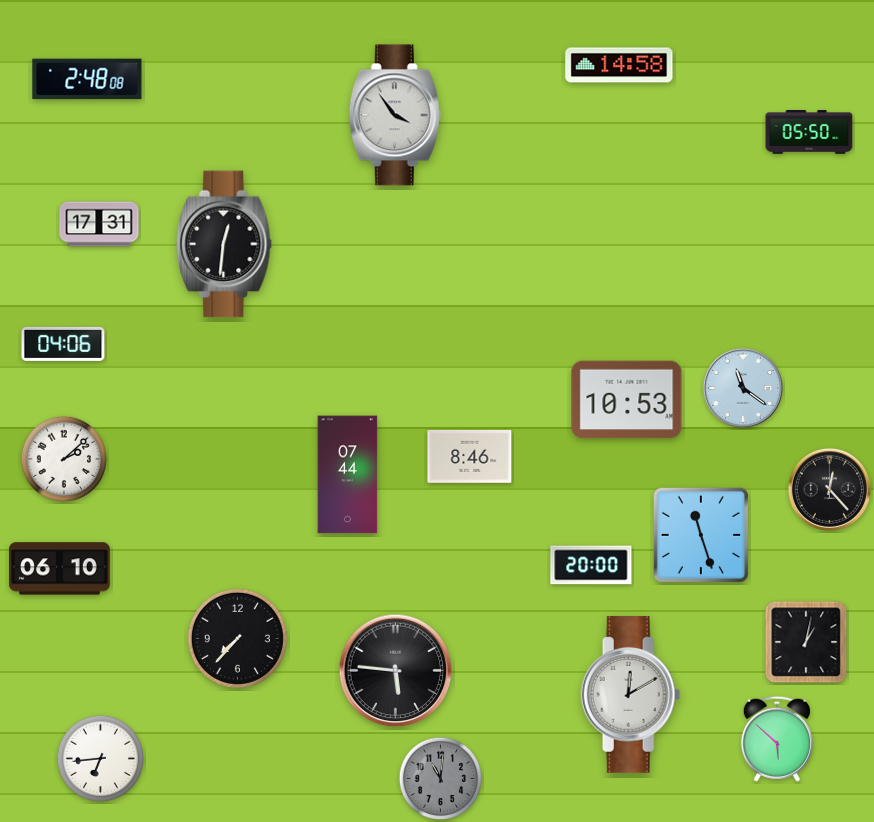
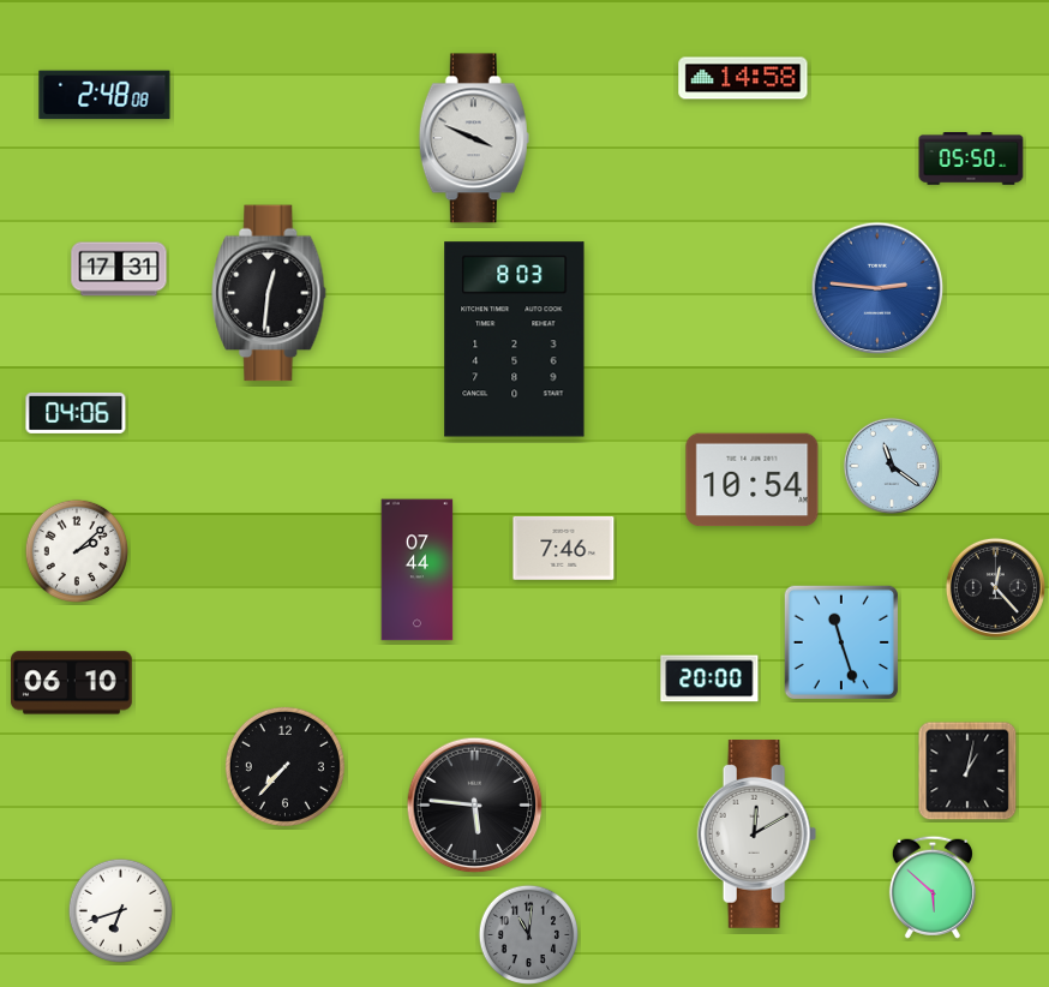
clock at (395, 115): 3:54 -> 3:49
clock at (877, 288): none -> 2:46
clock at (515, 340): none -> 8:03
clock at (627, 400): 10:53 -> 10:54
clock at (470, 456): 8:46 -> 7:46
clock at (100, 758): 6:44 -> 6:42
